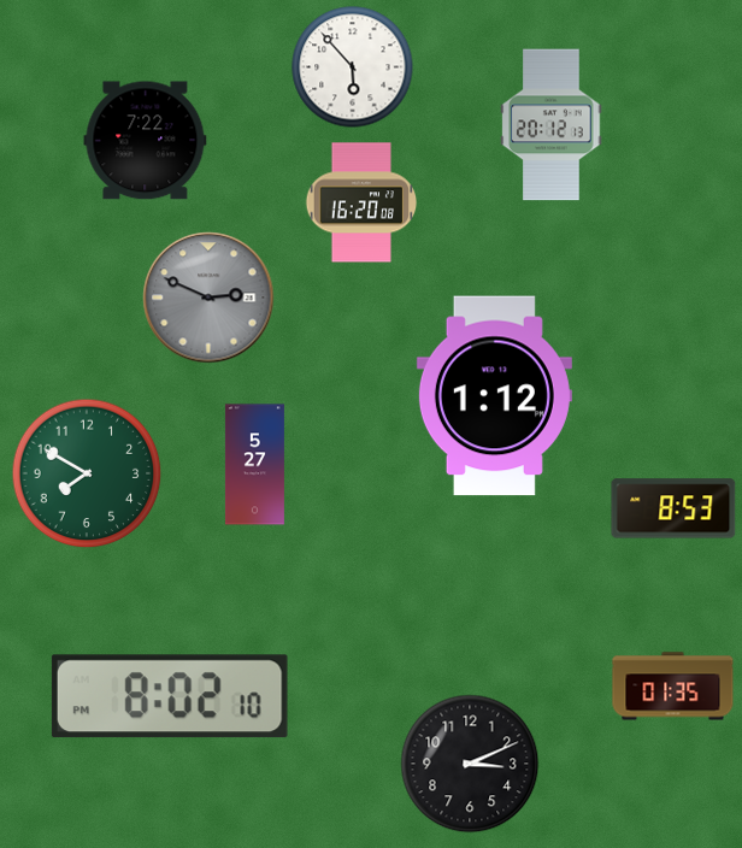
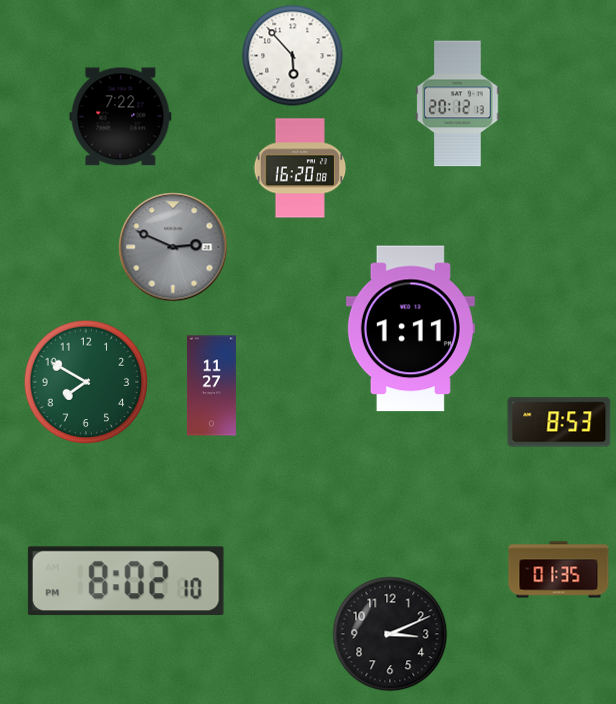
clock at (494, 396): 1:12 -> 1:11
clock at (254, 465): 5:27 -> 11:27
clock at (87, 473) position: (87, 473) -> (86, 382)
clock at (170, 696) position: (170, 696) -> (126, 581)
